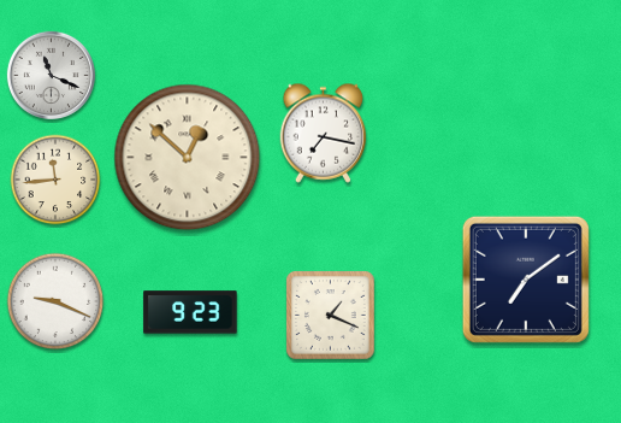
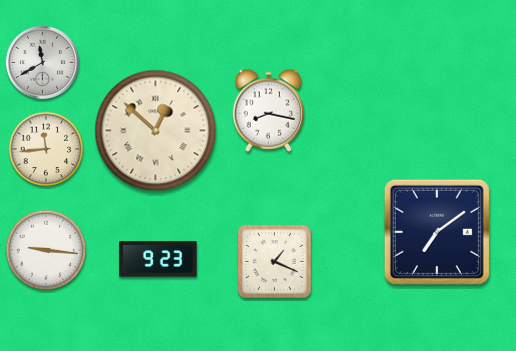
clock at (51, 75): 11:19 -> 11:40
clock at (324, 133): 7:17 -> 8:17
clock at (55, 301): 9:19 -> 9:16
